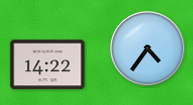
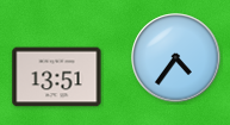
clock at (48, 65): 14:22 -> 13:51
